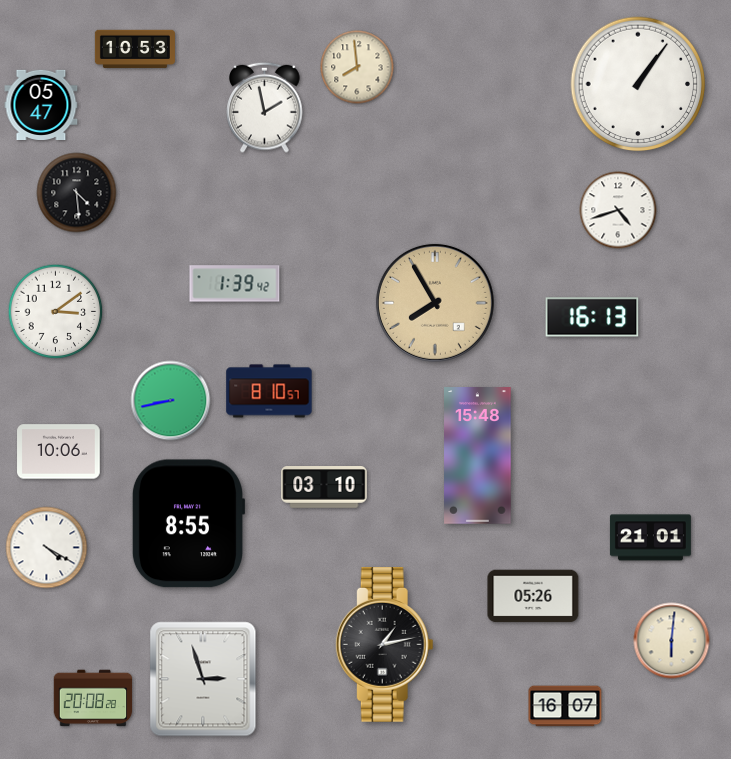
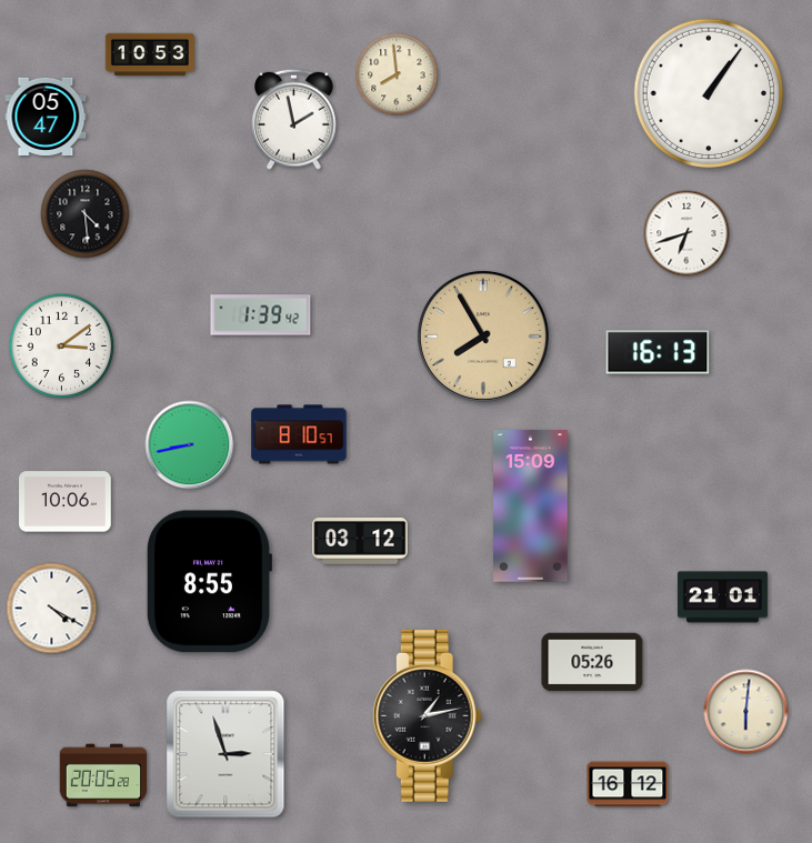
clock at (618, 210): 4:42 -> 6:42
clock at (478, 456): 15:48 -> 15:09
clock at (324, 487): 03:10 -> 03:12
clock at (93, 698): 20:08 -> 20:05
clock at (565, 706): 16:07 -> 16:12
